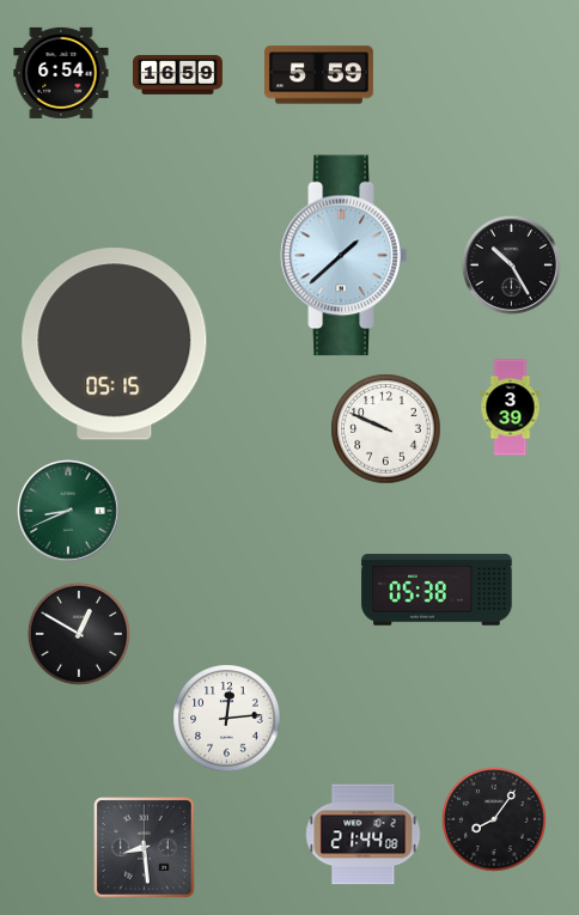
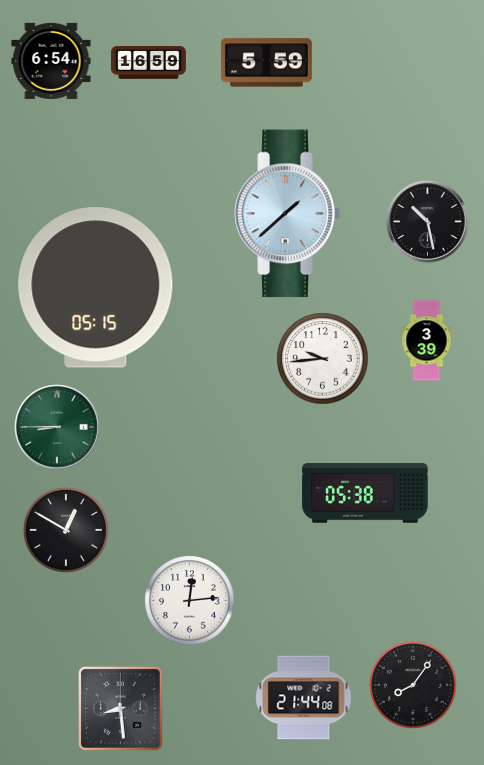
clock at (511, 264): 10:25 -> 10:28
clock at (386, 429): 9:49 -> 9:44
clock at (69, 512): 8:41 -> 8:45
